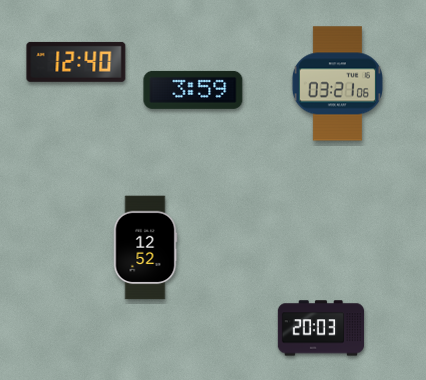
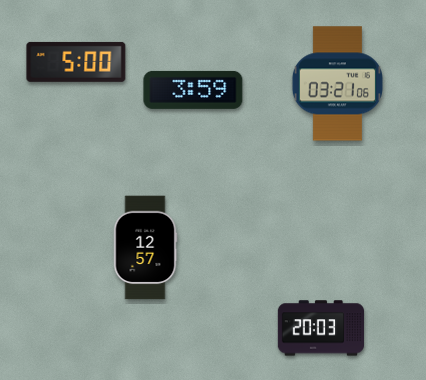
clock at (76, 62): 12:40 -> 5:00
clock at (145, 248): 12:52 -> 12:57
